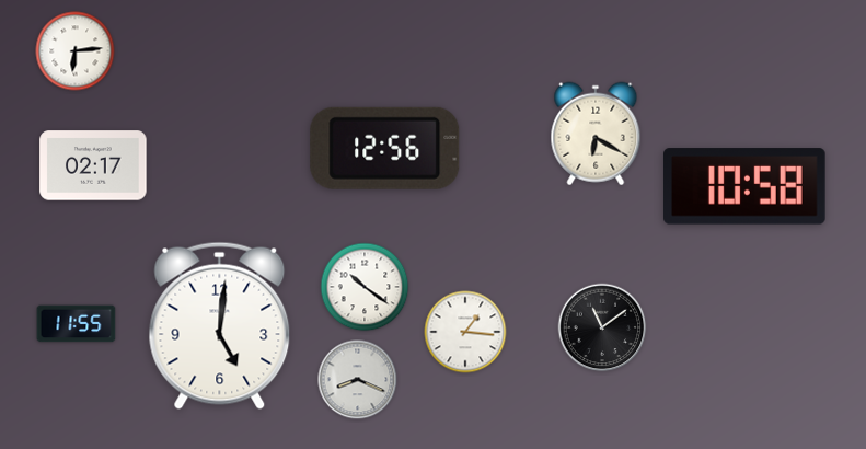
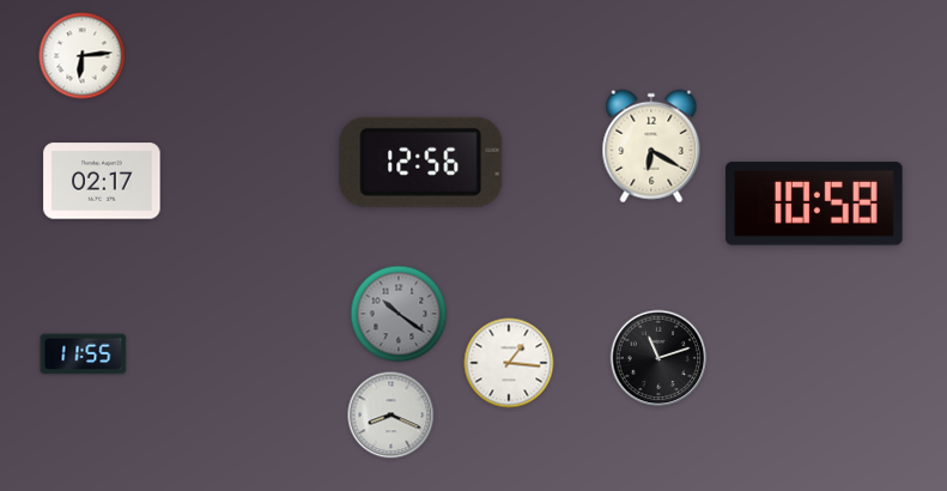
clock at (365, 287) dial: white -> grey
clock at (220, 325): 5:01 -> none
clock at (602, 327): 11:09 -> 11:12
